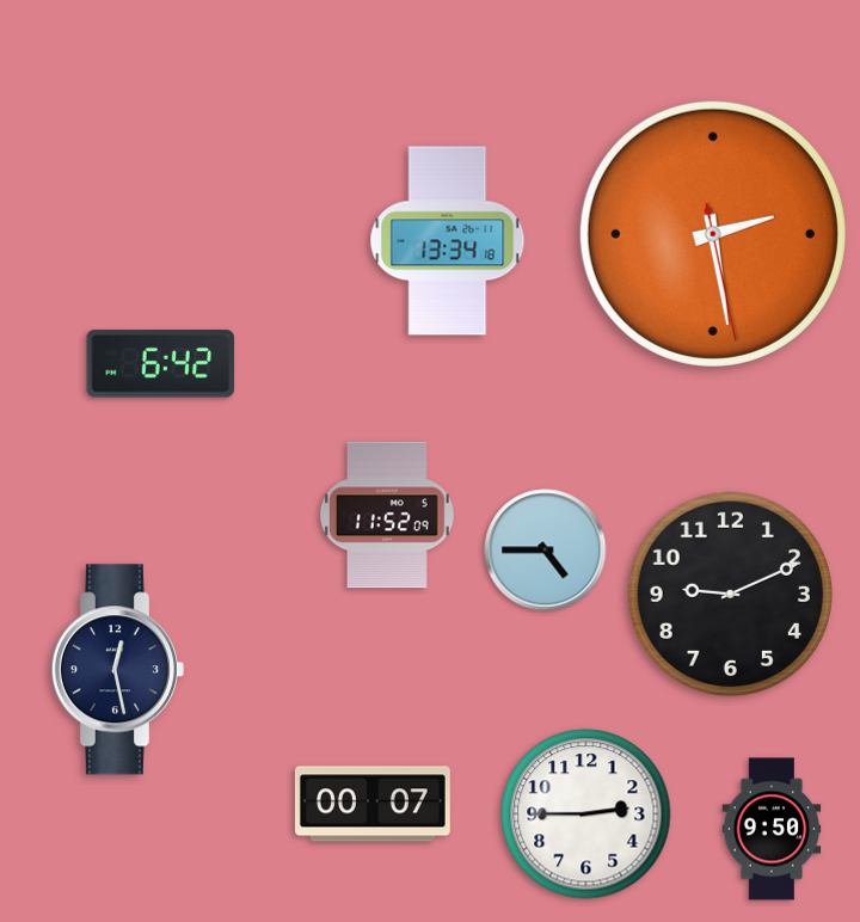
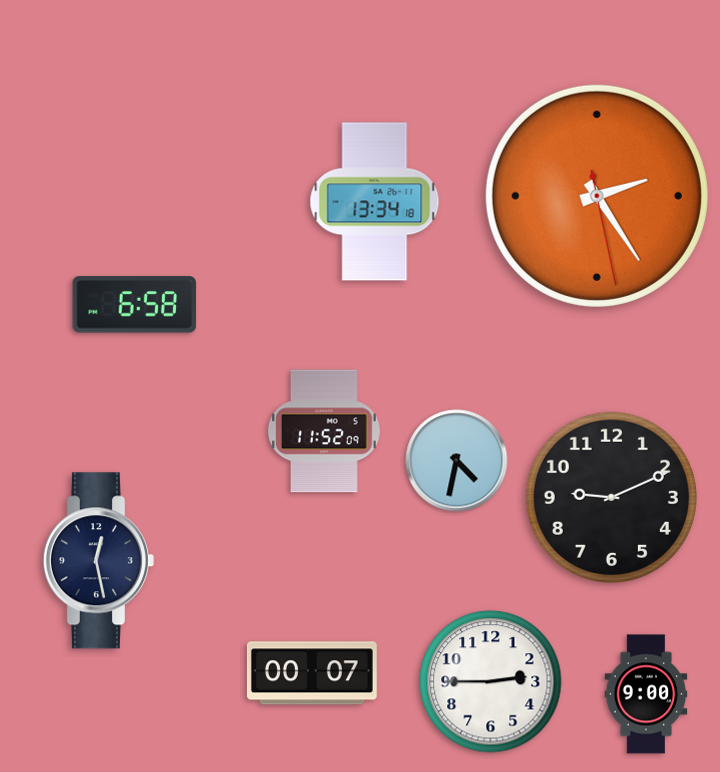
clock at (713, 234): 2:28 -> 2:24
clock at (161, 364): 6:42 -> 6:58
clock at (546, 551): 4:45 -> 4:32
clock at (772, 829): 9:50 -> 9:00
